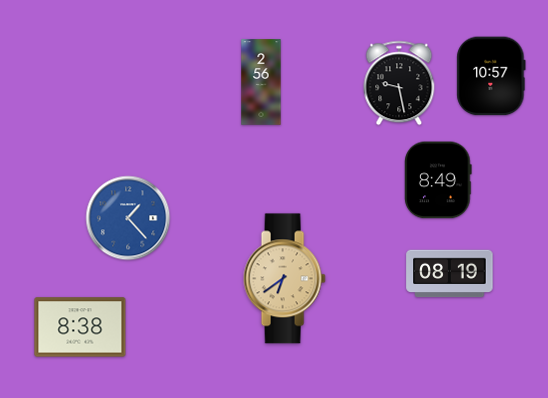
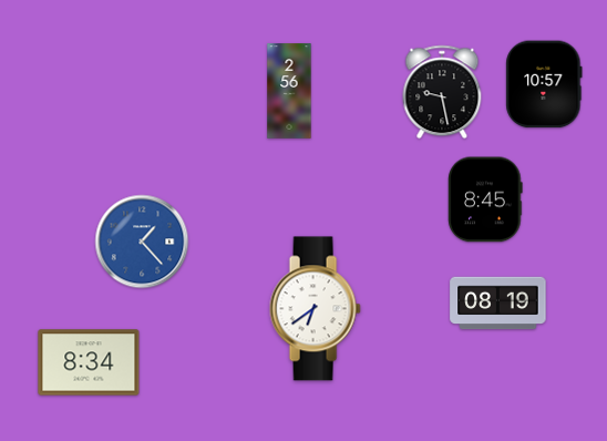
clock at (438, 180): 8:49 -> 8:45
clock at (284, 279) dial: champagne -> white
clock at (80, 327): 8:38 -> 8:34
